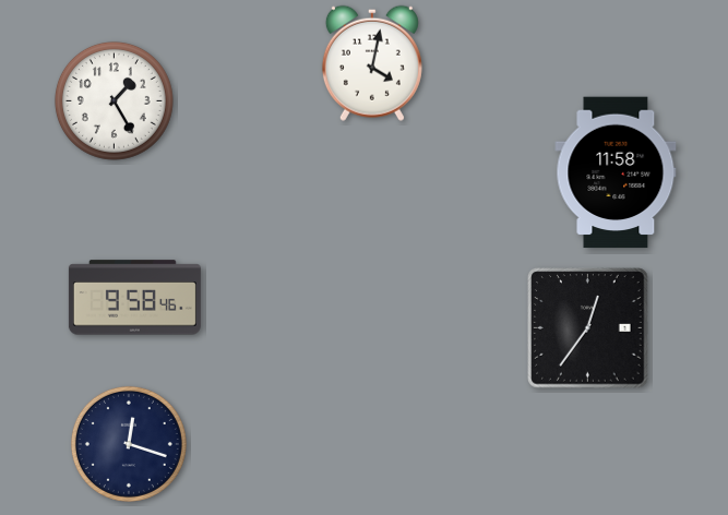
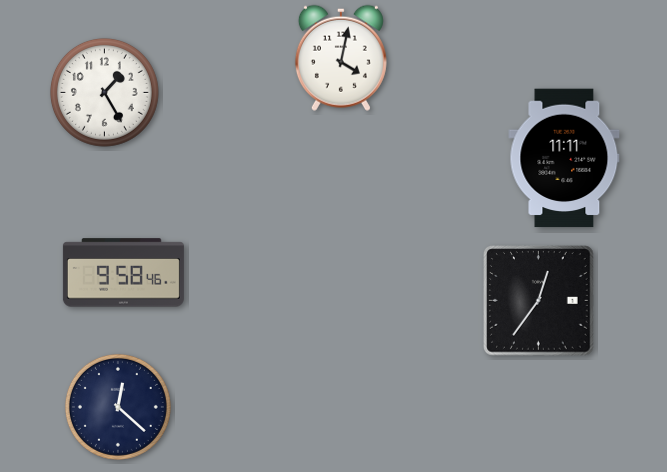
clock at (616, 172): 11:58 -> 11:11
clock at (129, 444): 12:18 -> 12:22
